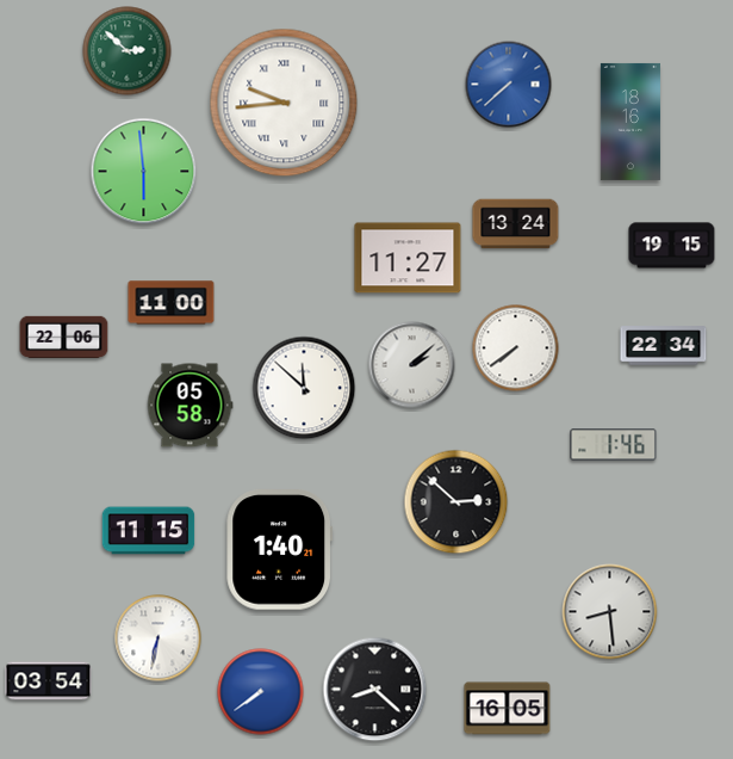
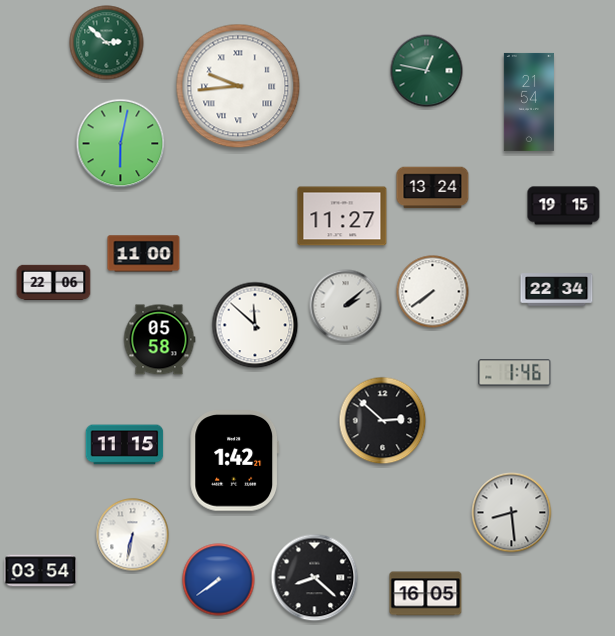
clock at (509, 85): 7:38 -> 12:47
clock at (509, 85) dial: blue -> green
clock at (630, 122): 18:16 -> 21:54
clock at (144, 172): 5:59 -> 6:02
clock at (280, 550): 1:40 -> 1:42
